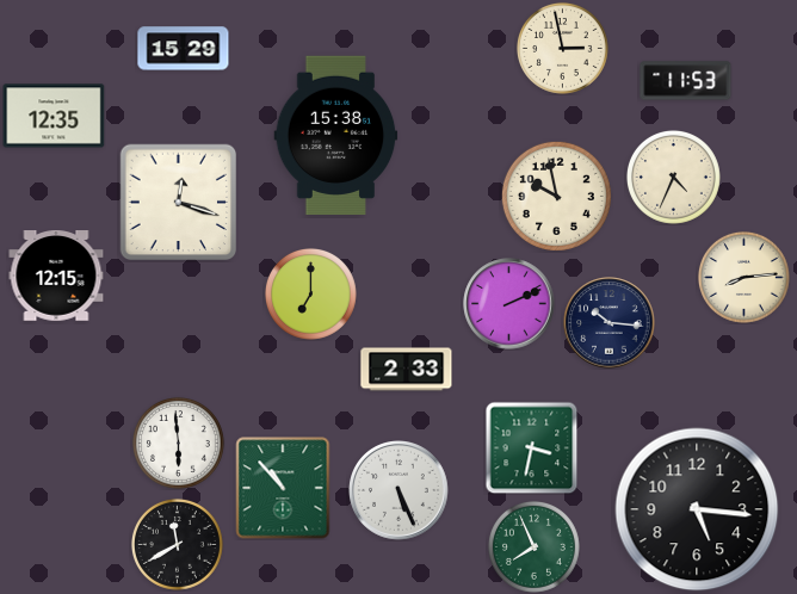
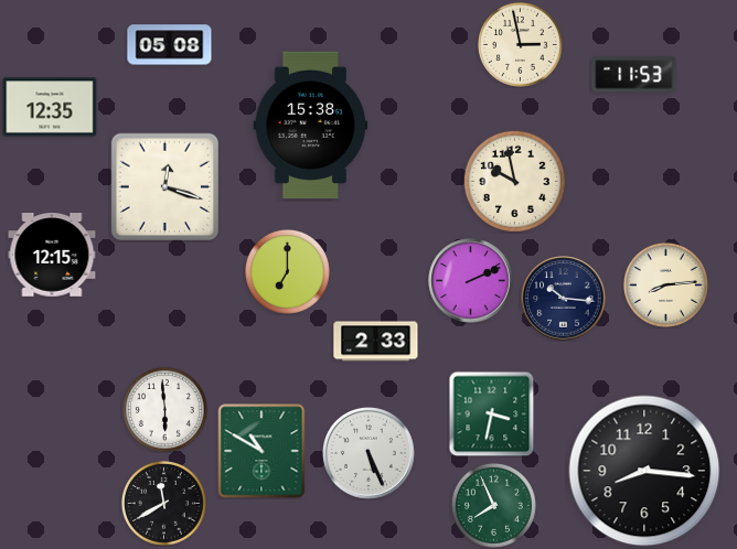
clock at (184, 49): 15:29 -> 05:08
clock at (673, 177): 4:34 -> none
clock at (743, 277) position: (743, 277) -> (665, 284)
clock at (283, 488): 10:53 -> 10:50
clock at (697, 509): 5:16 -> 8:16
